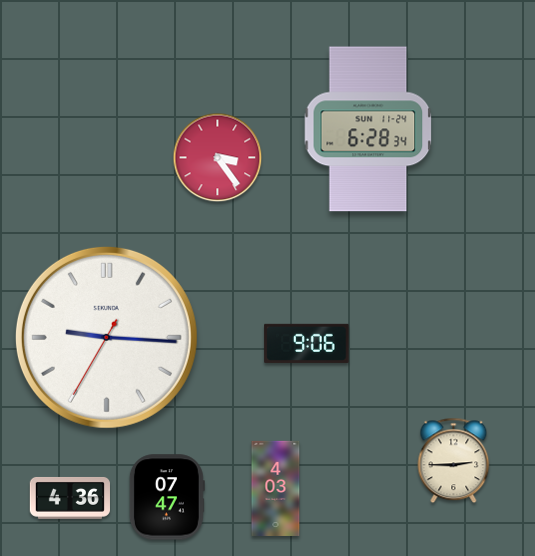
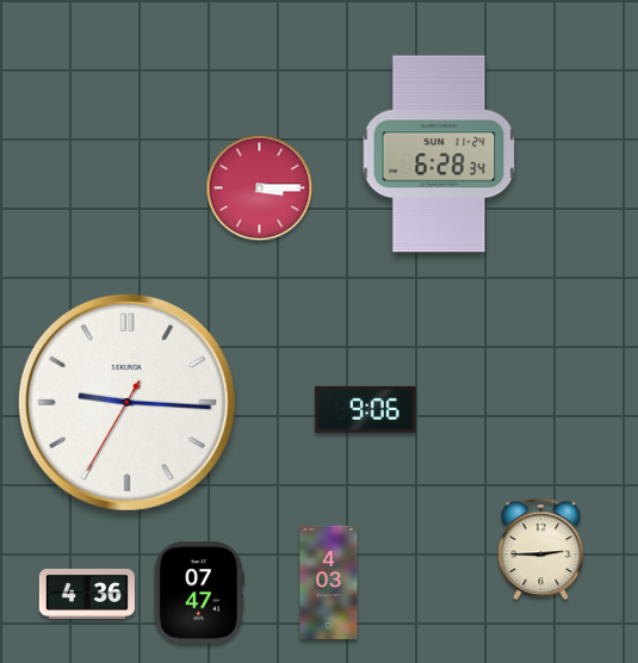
clock at (218, 158): 3:24 -> 3:15
clock at (70, 498) position: (70, 498) -> (87, 594)
